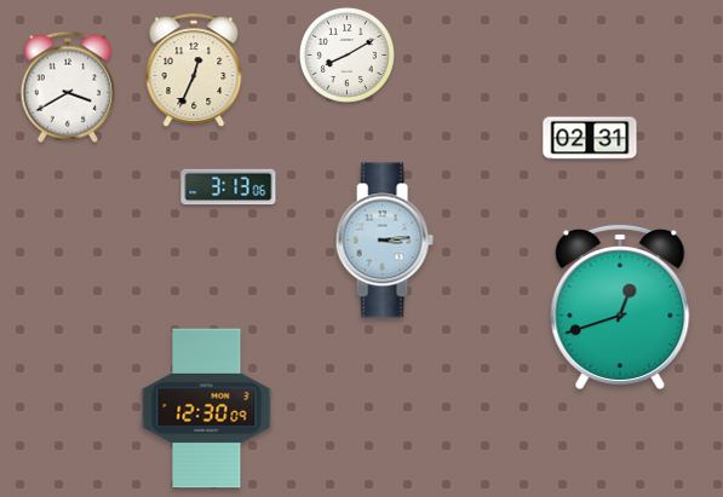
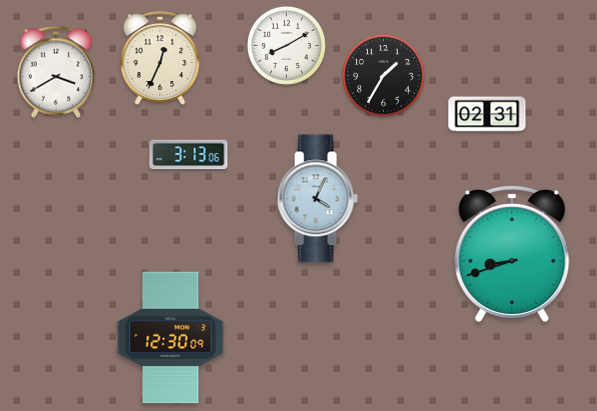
clock at (384, 76): none -> 1:35
clock at (384, 241): 3:14 -> 4:04
clock at (620, 306): 12:42 -> 8:42
